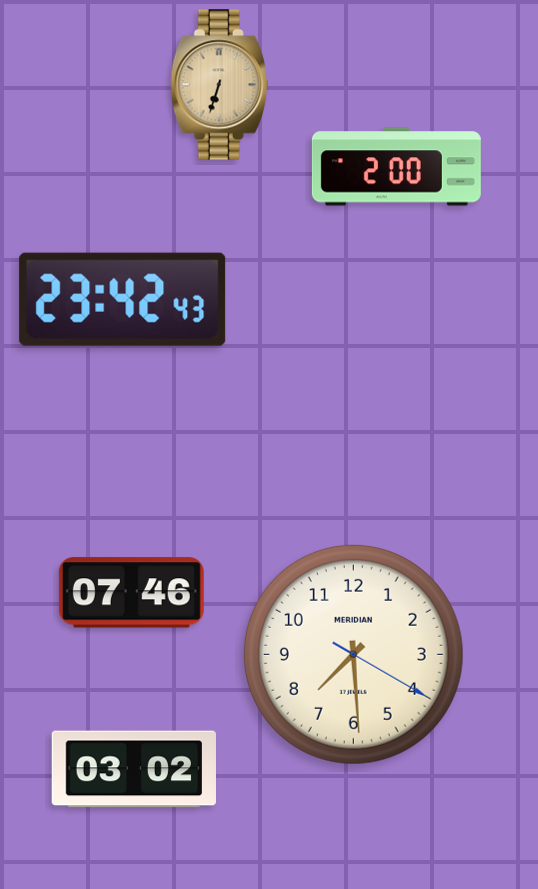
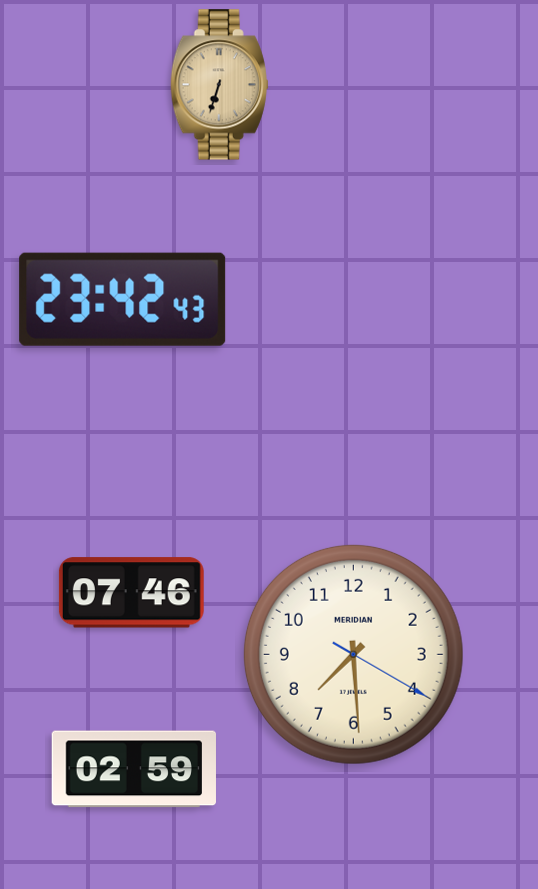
clock at (396, 167): 2:00 -> none
clock at (134, 769): 03:02 -> 02:59
